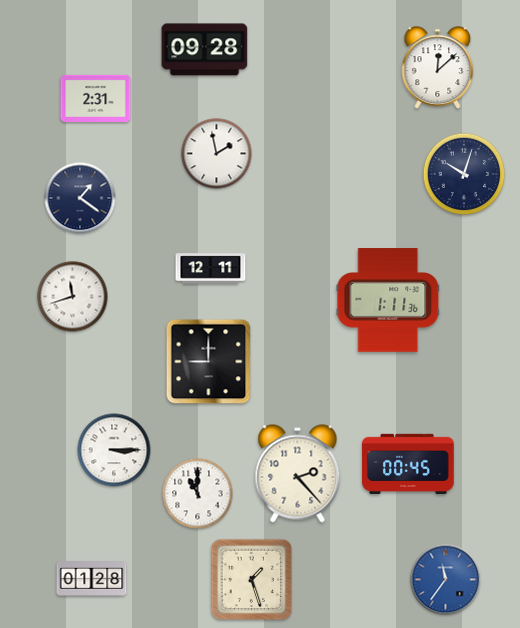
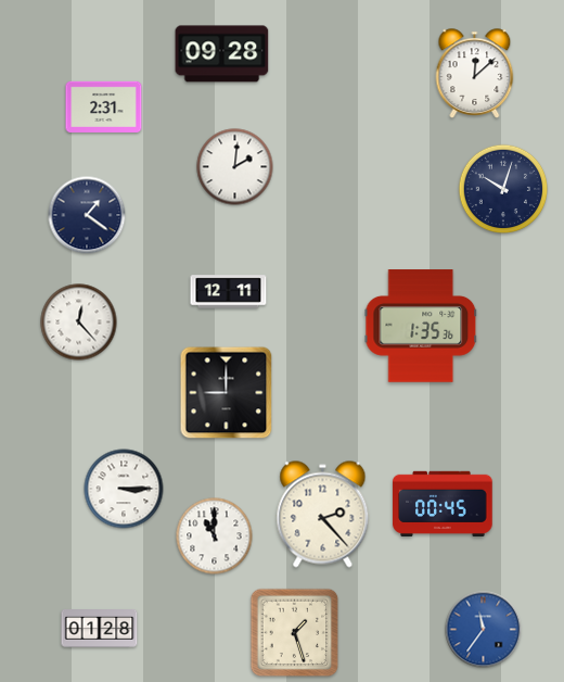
clock at (217, 154): 1:58 -> 2:01
clock at (73, 297): 11:42 -> 12:23
clock at (388, 300): 1:11 -> 1:35
clock at (252, 580) position: (252, 580) -> (295, 633)
